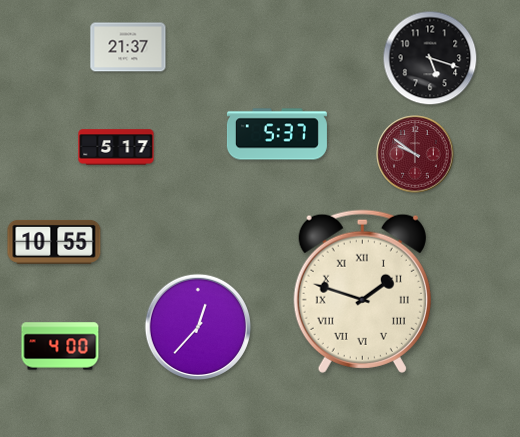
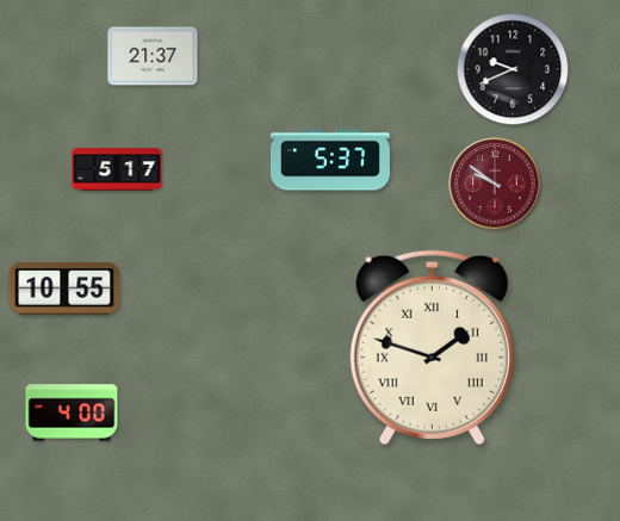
clock at (430, 58): 5:18 -> 9:41
clock at (116, 147) position: (116, 147) -> (117, 169)
clock at (197, 326): 12:37 -> none
